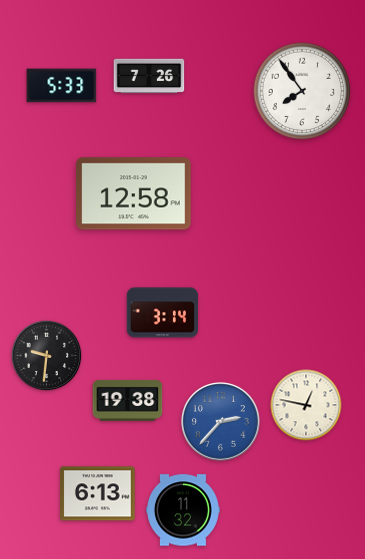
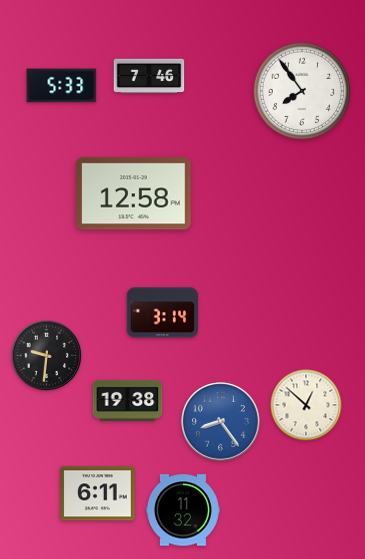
clock at (149, 76): 7:26 -> 7:46
clock at (306, 405): 12:47 -> 12:52
clock at (221, 422): 2:37 -> 8:24
clock at (98, 494): 6:13 -> 6:11
